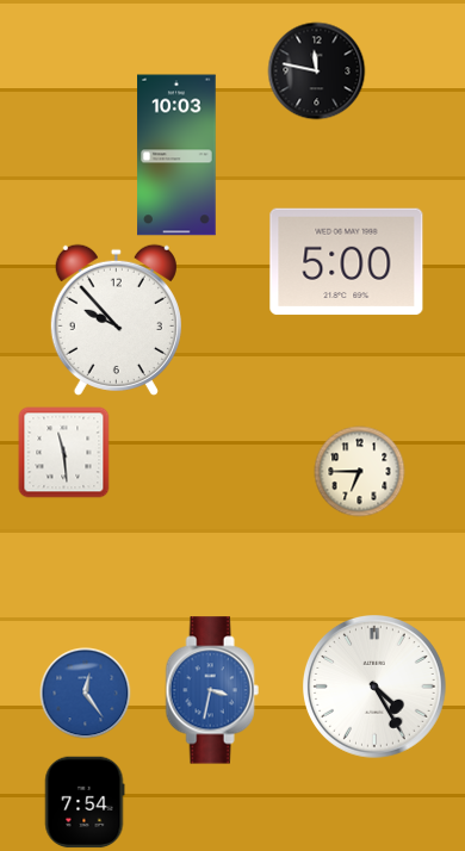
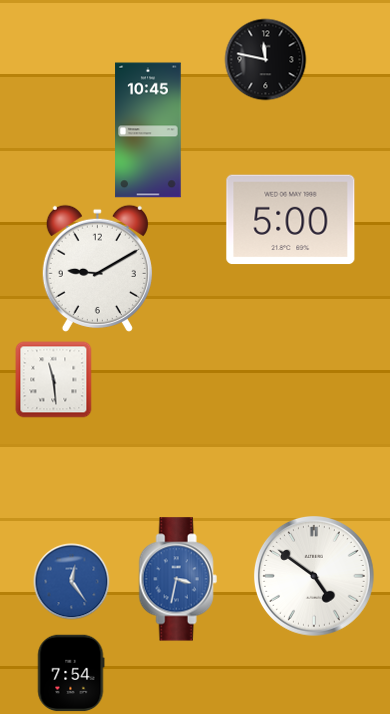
clock at (176, 155): 10:03 -> 10:45
clock at (116, 319): 9:53 -> 9:10
clock at (360, 472): 6:45 -> none
clock at (376, 688): 4:25 -> 4:51
